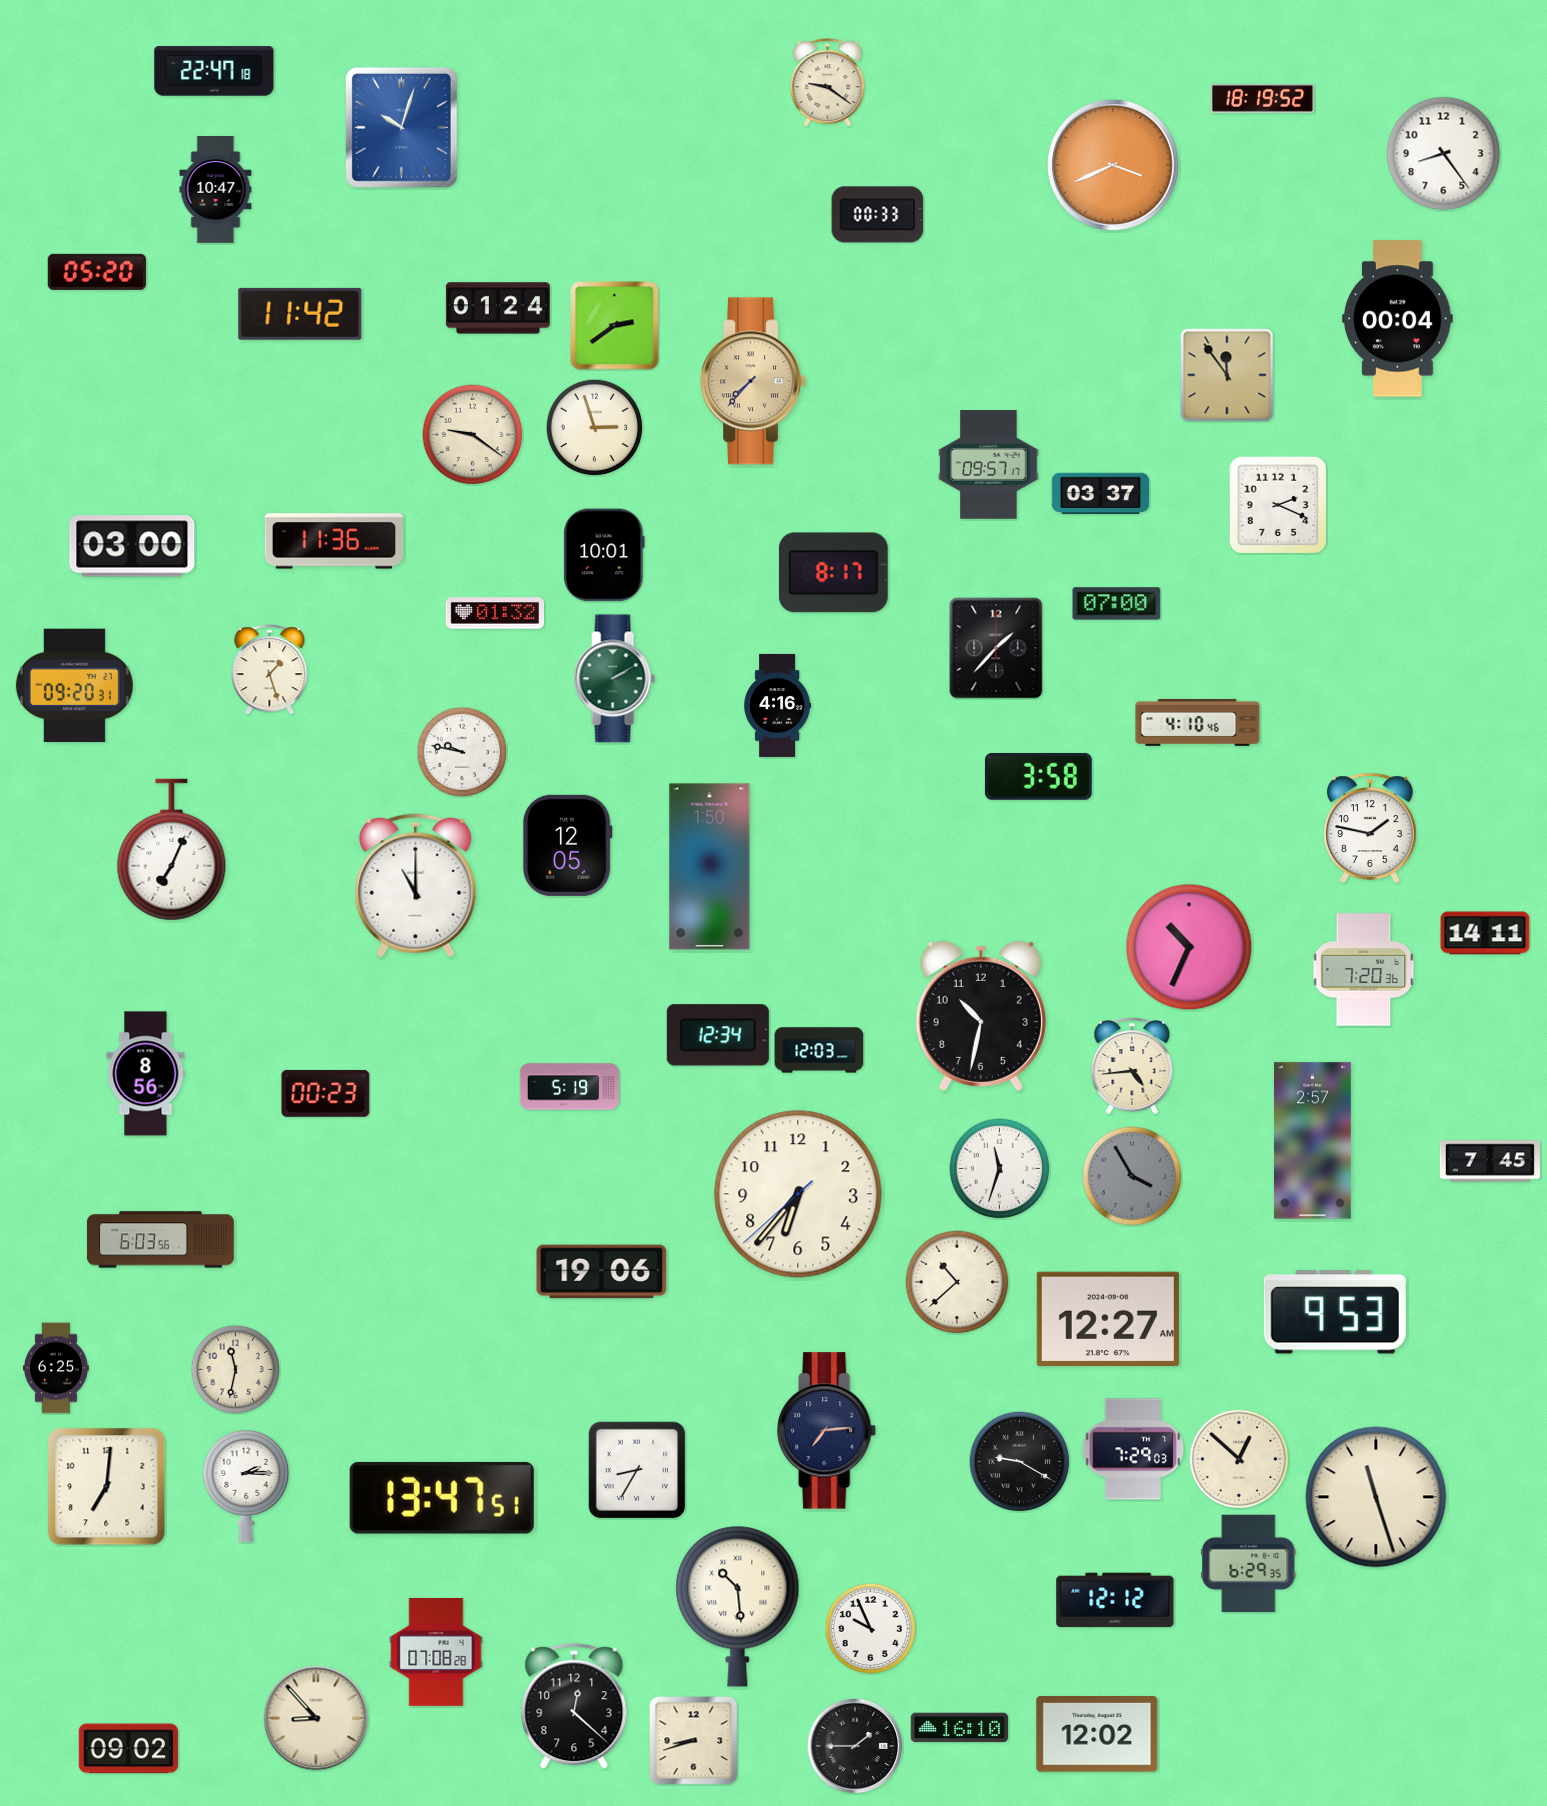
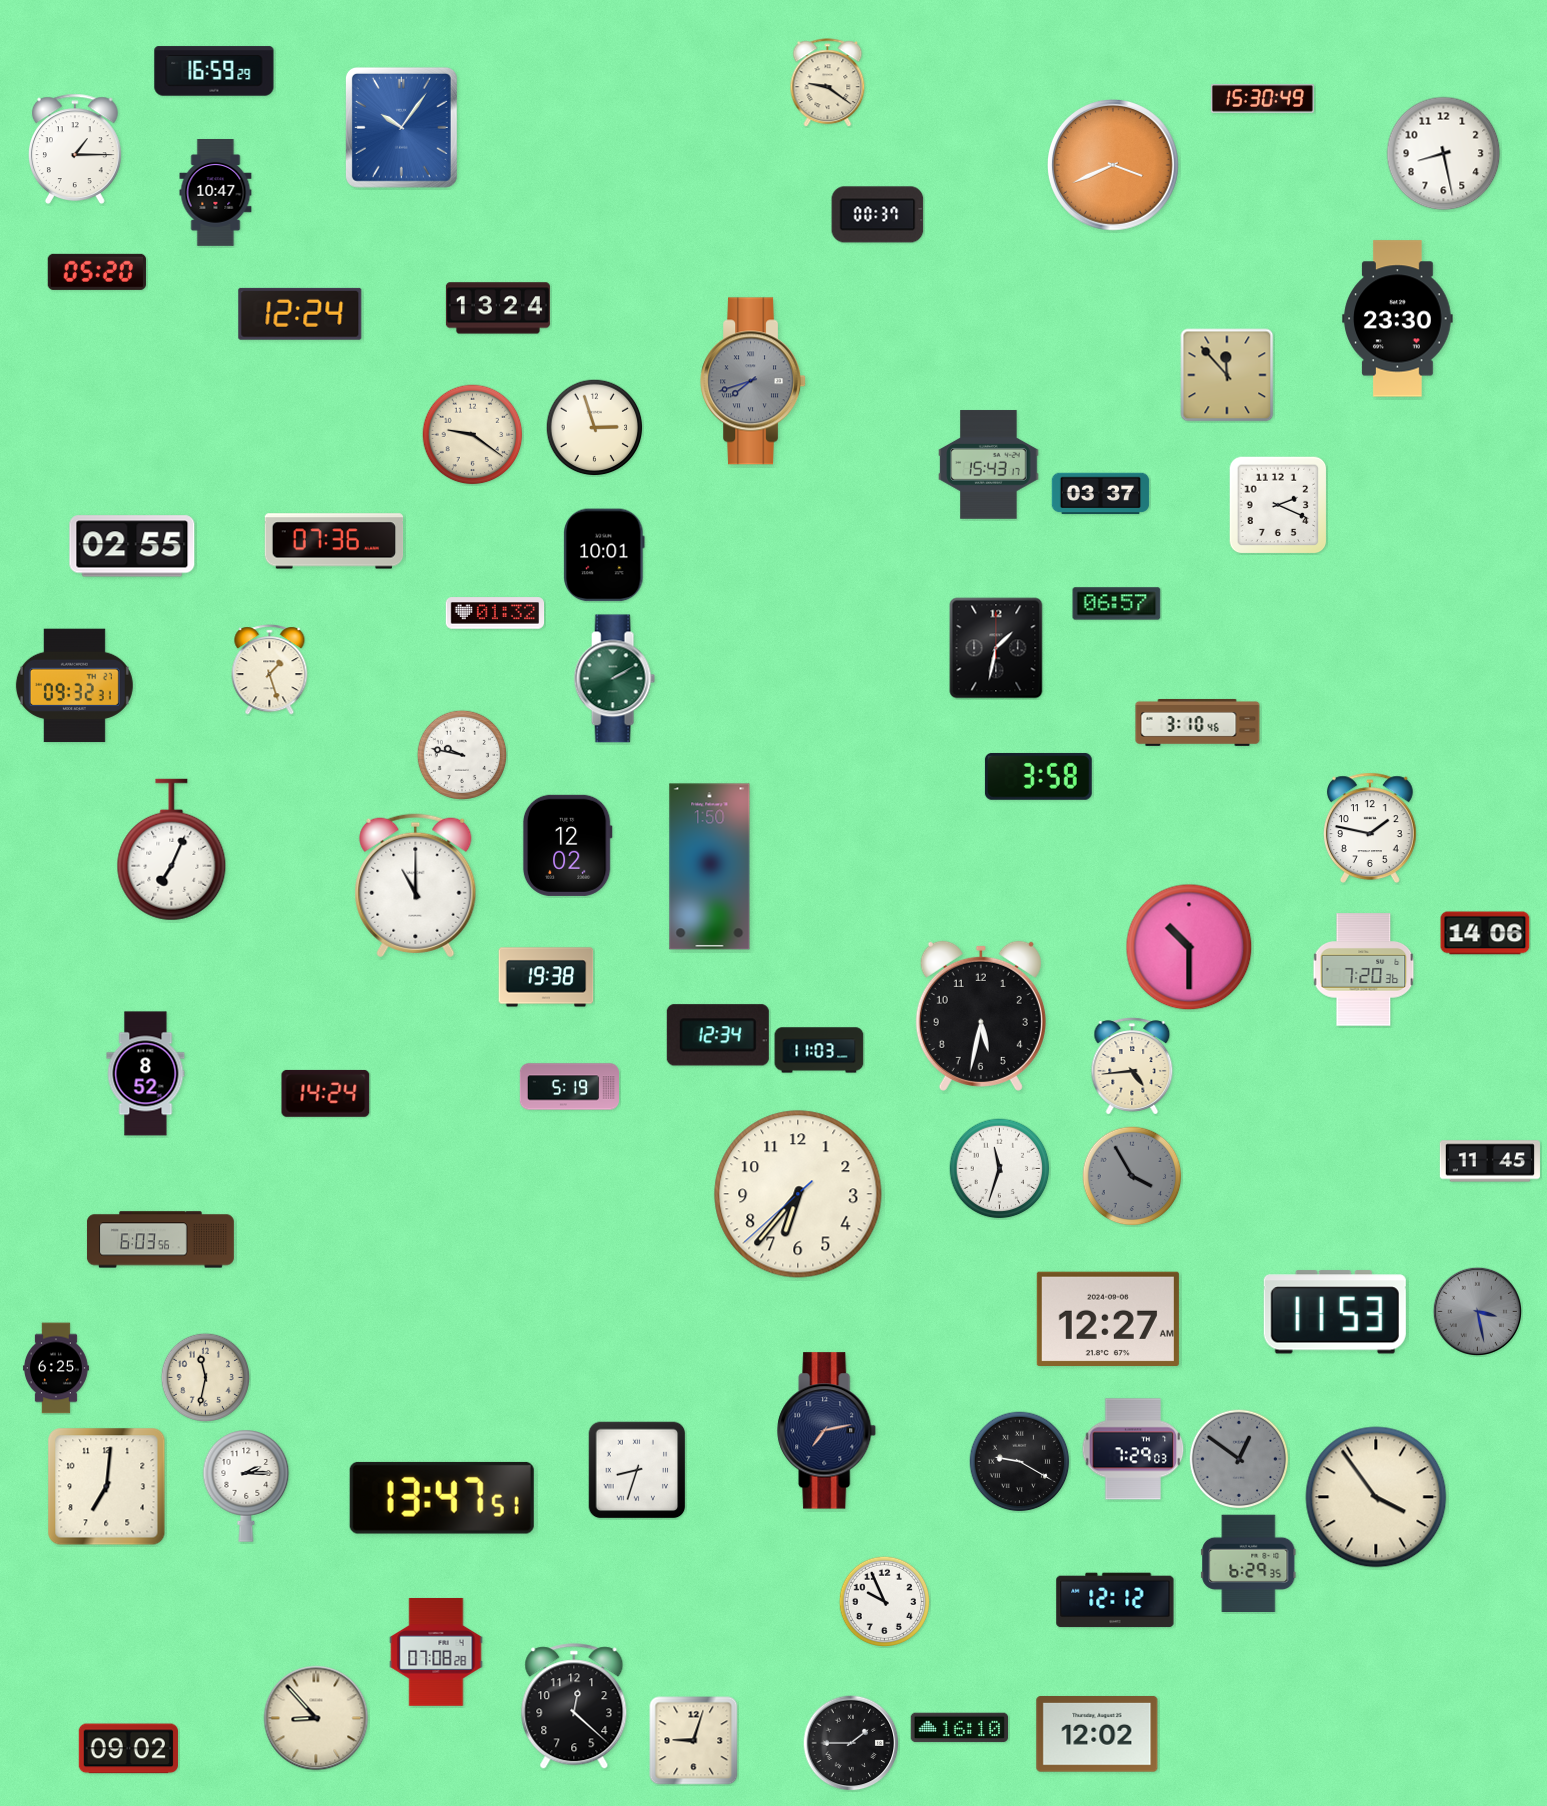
clock at (214, 71): 22:47 -> 16:59
clock at (1262, 99): 18:19 -> 15:30
clock at (401, 127): 10:03 -> 10:06
clock at (75, 148): none -> 1:15
clock at (1444, 154): 8:24 -> 8:28
clock at (216, 190) position: (216, 190) -> (216, 193)
clock at (878, 215): 00:33 -> 00:37
clock at (498, 308): 01:24 -> 13:24
clock at (300, 314): 11:42 -> 12:24
clock at (1398, 319): 00:04 -> 23:30
clock at (615, 326): 2:39 -> none
clock at (1227, 375): 11:54 -> 11:53
clock at (754, 381): 7:37 -> 7:42
clock at (754, 381) dial: champagne -> grey
clock at (989, 465): 09:57 -> 15:43
clock at (334, 541): 11:36 -> 07:36
clock at (132, 546): 03:00 -> 02:55
clock at (833, 573): 8:17 -> none
clock at (1117, 604): 07:00 -> 06:57
clock at (996, 648): 1:37 -> 1:32
clock at (74, 686): 09:20 -> 09:32
clock at (778, 705): 4:16 -> none
clock at (1198, 722): 4:10 -> 3:10
clock at (461, 751) position: (461, 751) -> (461, 754)
clock at (567, 845): 12:05 -> 12:02
clock at (1485, 933): 14:11 -> 14:06
clock at (1189, 947): 10:34 -> 10:30
clock at (546, 977): none -> 19:38
clock at (981, 1016): 10:32 -> 5:32
clock at (819, 1050): 12:03 -> 11:03
clock at (146, 1074): 8:56 -> 8:52
clock at (326, 1093): 00:23 -> 14:24
clock at (1312, 1141): 2:57 -> none
clock at (1490, 1161): 7:45 -> 11:45
clock at (602, 1272): 19:06 -> none
clock at (957, 1282): 10:38 -> none
clock at (1477, 1311): none -> 3:28
clock at (1335, 1312): 9:53 -> 11:53
clock at (235, 1369) position: (235, 1369) -> (205, 1377)
clock at (827, 1431): 7:14 -> 7:13
clock at (1239, 1459): 12:52 -> 12:51
clock at (1239, 1459) dial: cream -> grey
clock at (637, 1470): 8:35 -> 8:33
clock at (1376, 1497): 11:27 -> 3:54
clock at (738, 1606): 10:29 -> none
clock at (870, 1628) position: (870, 1628) -> (884, 1601)
clock at (694, 1741): 8:42 -> 9:03
clock at (855, 1746) position: (855, 1746) -> (851, 1743)
